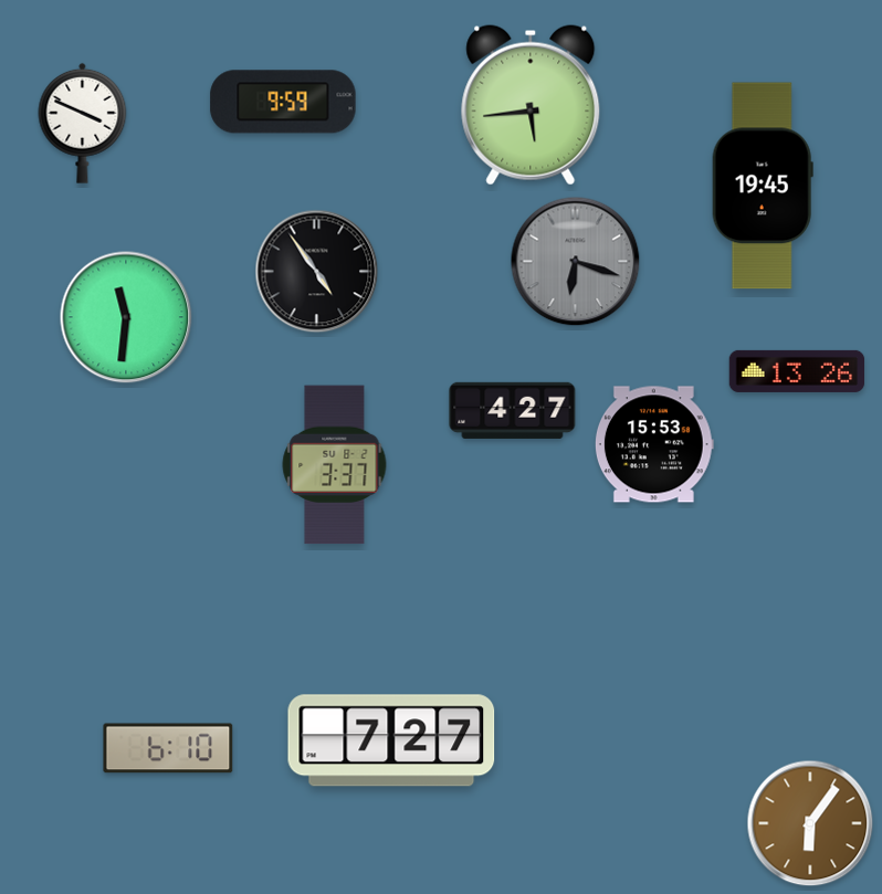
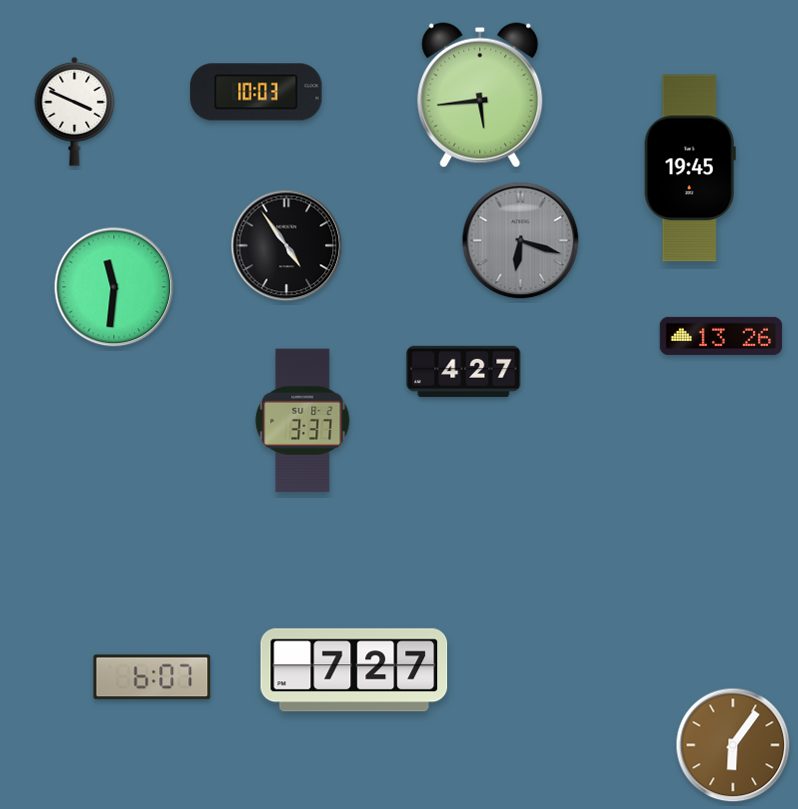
clock at (283, 102): 9:59 -> 10:03
clock at (576, 262) position: (576, 262) -> (521, 241)
clock at (654, 444): 15:53 -> none
clock at (168, 748): 6:10 -> 6:07
